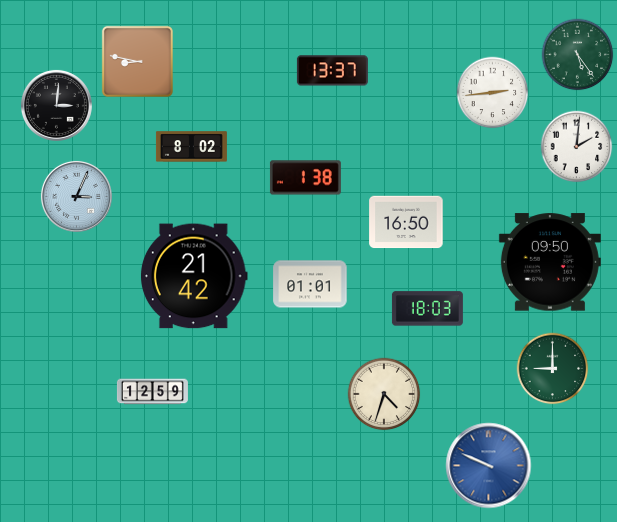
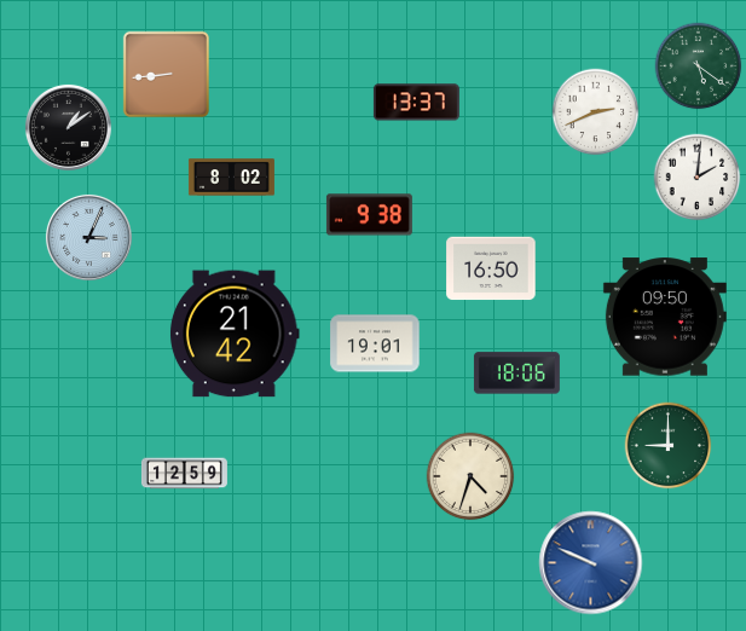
clock at (578, 55): 5:24 -> 5:21
clock at (137, 61): 8:47 -> 8:44
clock at (332, 71) position: (332, 71) -> (416, 103)
clock at (493, 93): 2:44 -> 2:41
clock at (56, 105): 3:01 -> 1:09
clock at (305, 178): 1:38 -> 9:38
clock at (76, 196) position: (76, 196) -> (88, 237)
clock at (310, 284): 01:01 -> 19:01
clock at (427, 309): 18:03 -> 18:06
clock at (384, 394) position: (384, 394) -> (470, 476)
